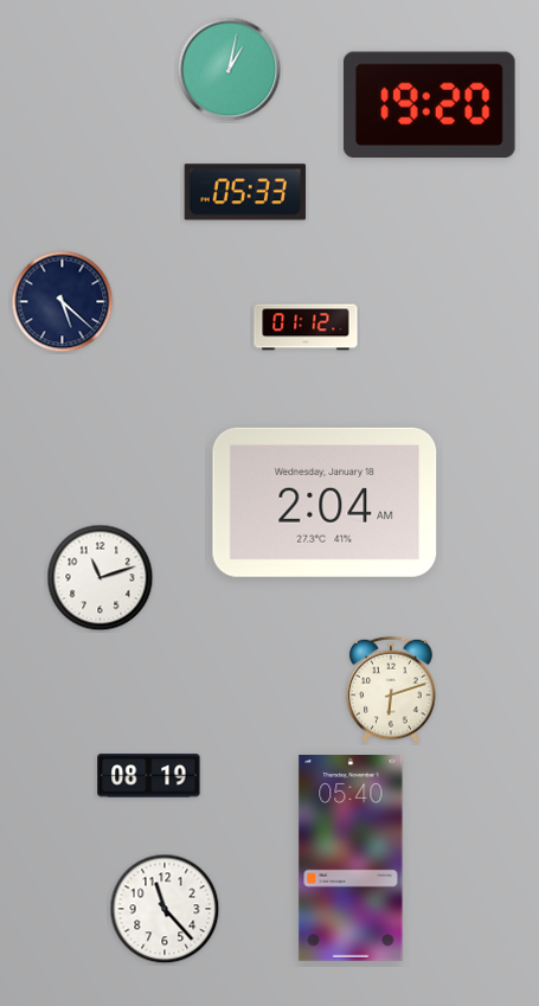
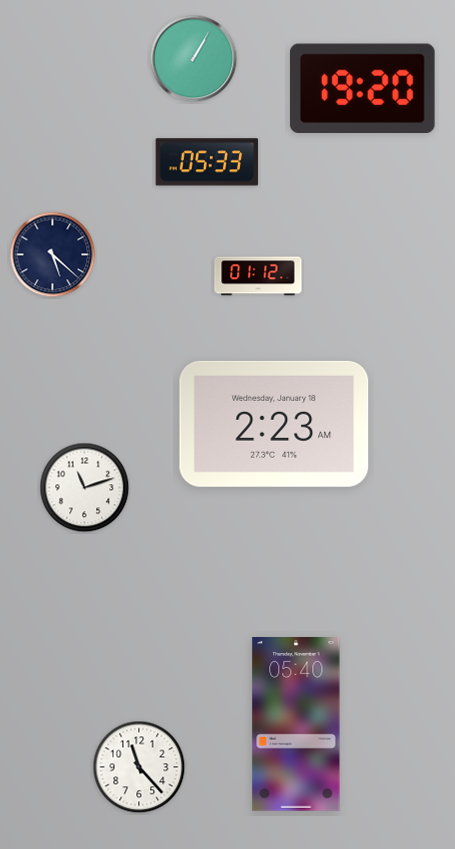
clock at (230, 70): 1:02 -> 1:05
clock at (325, 502): 2:04 -> 2:23
clock at (392, 690): 6:12 -> none
clock at (149, 776): 08:19 -> none
